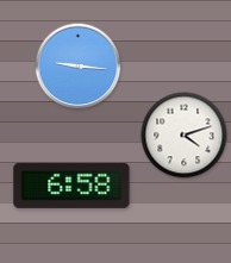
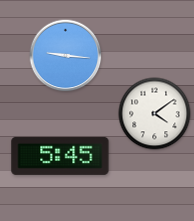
clock at (185, 136): 4:12 -> 4:09
clock at (71, 186): 6:58 -> 5:45
